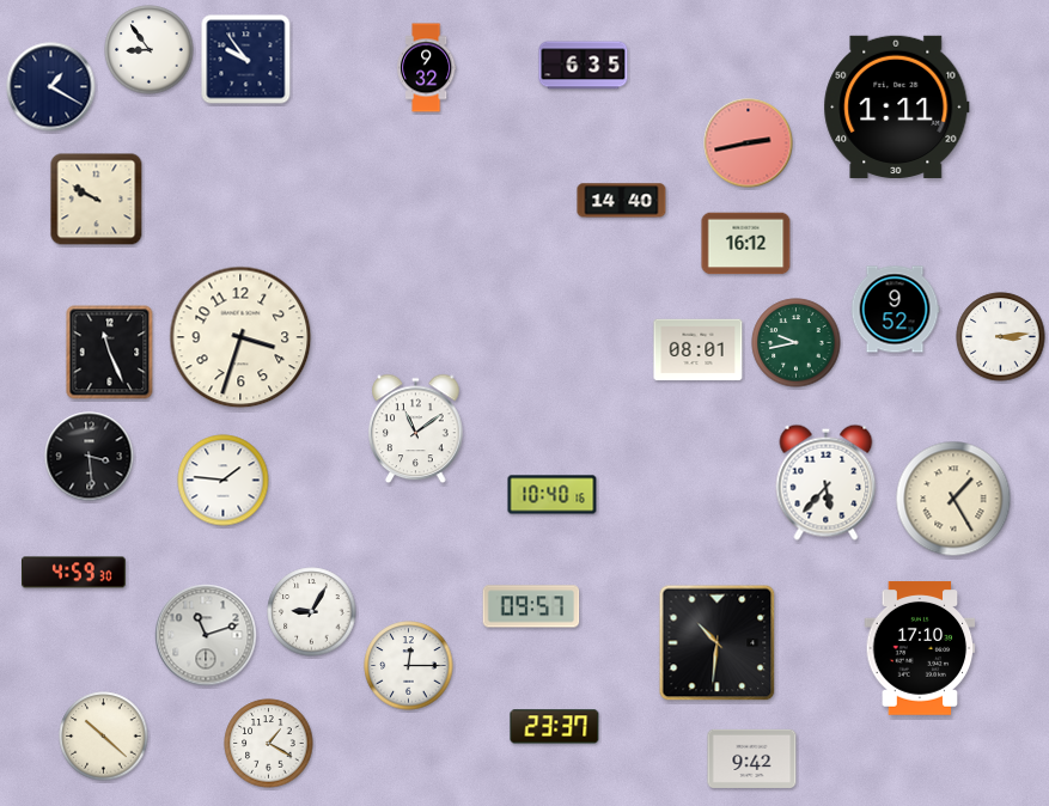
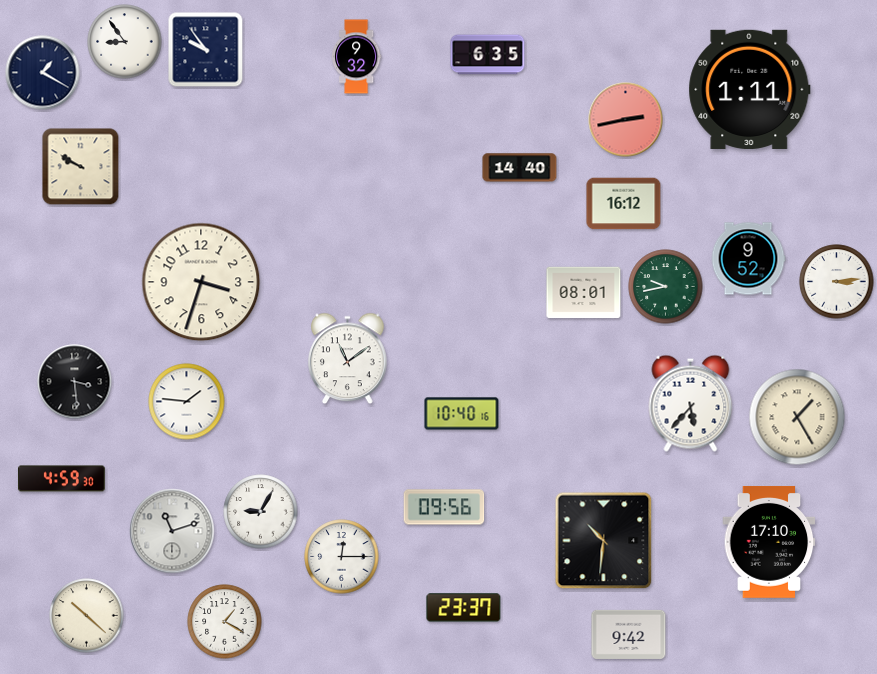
clock at (110, 353): 11:26 -> none
clock at (531, 606): 09:57 -> 09:56
clock at (718, 643) position: (718, 643) -> (604, 541)
